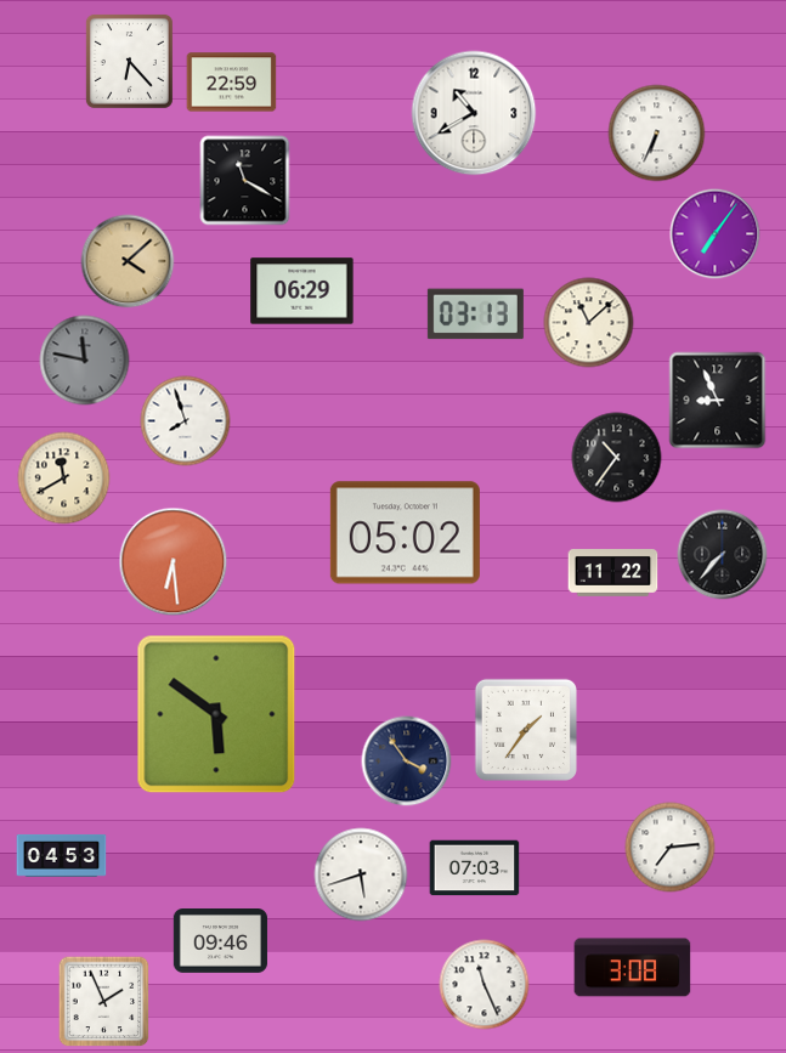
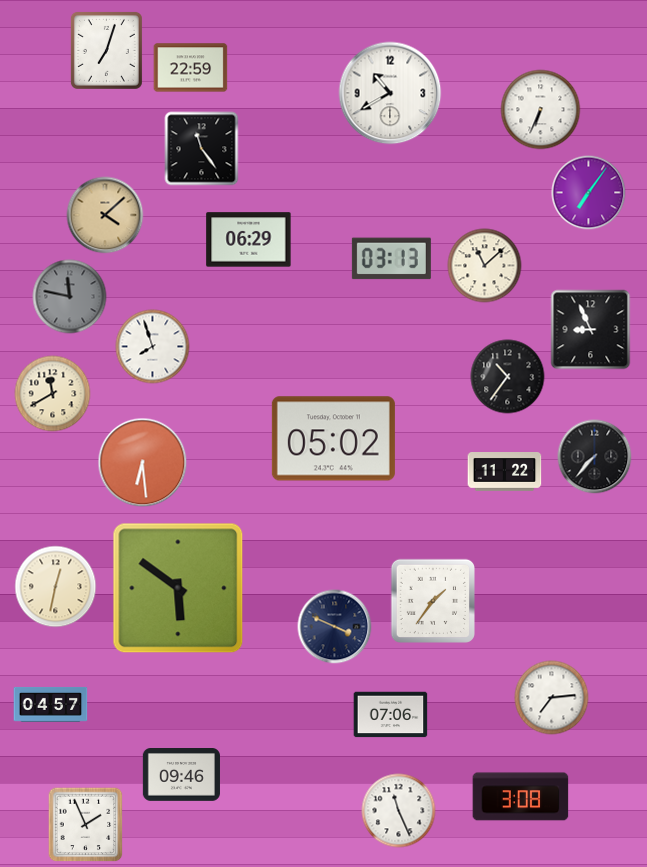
clock at (129, 61): 6:23 -> 7:03
clock at (245, 181): 11:20 -> 11:24
clock at (56, 587): none -> 12:32
clock at (407, 762): 3:54 -> 3:49
clock at (62, 855): 04:53 -> 04:57
clock at (475, 868): 07:03 -> 07:06
clock at (361, 874): 5:42 -> none
